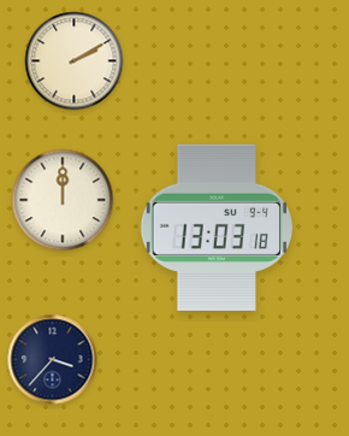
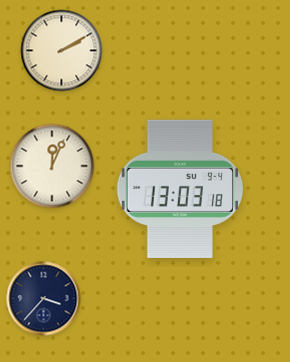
clock at (63, 200): 12:00 -> 12:04
